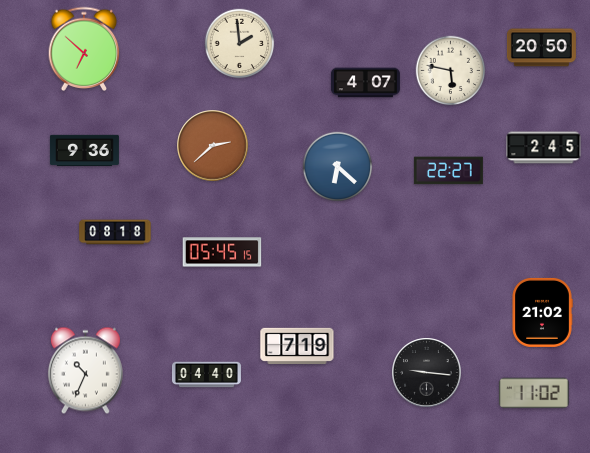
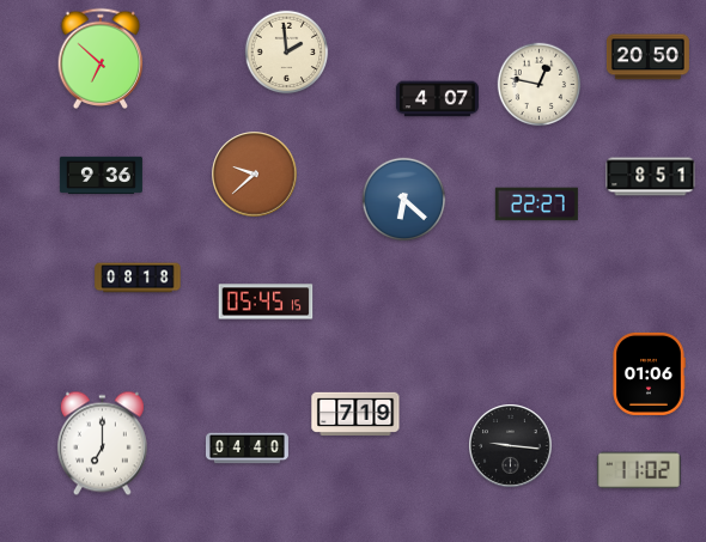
clock at (451, 71): 5:47 -> 12:47
clock at (213, 146): 2:38 -> 9:38
clock at (544, 148): 2:45 -> 8:51
clock at (84, 151) position: (84, 151) -> (101, 176)
clock at (542, 312): 21:02 -> 01:06
clock at (85, 371): 10:34 -> 7:00
